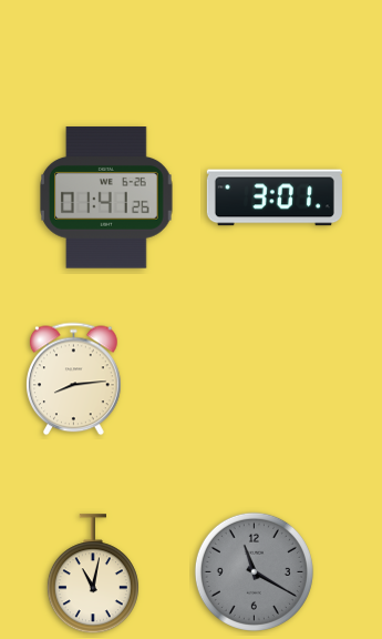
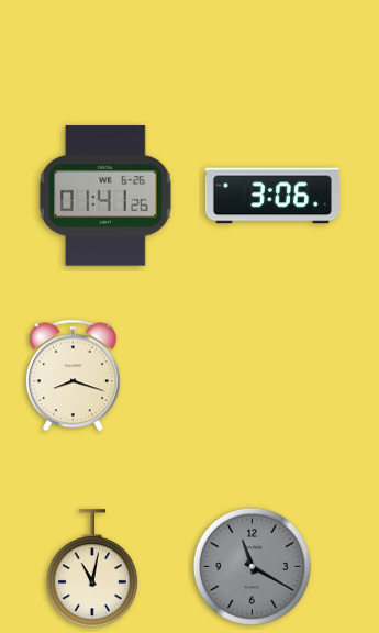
clock at (275, 197): 3:01 -> 3:06
clock at (74, 379): 8:14 -> 8:18
